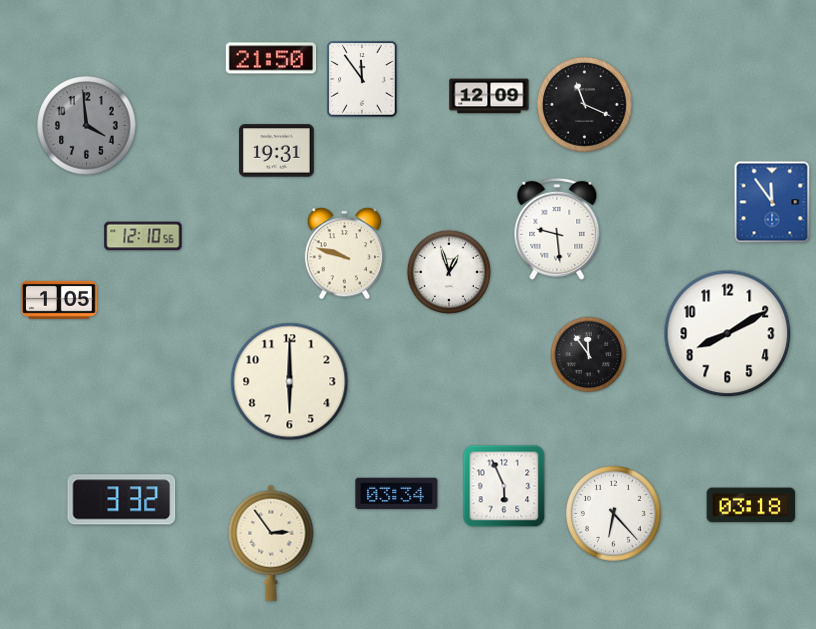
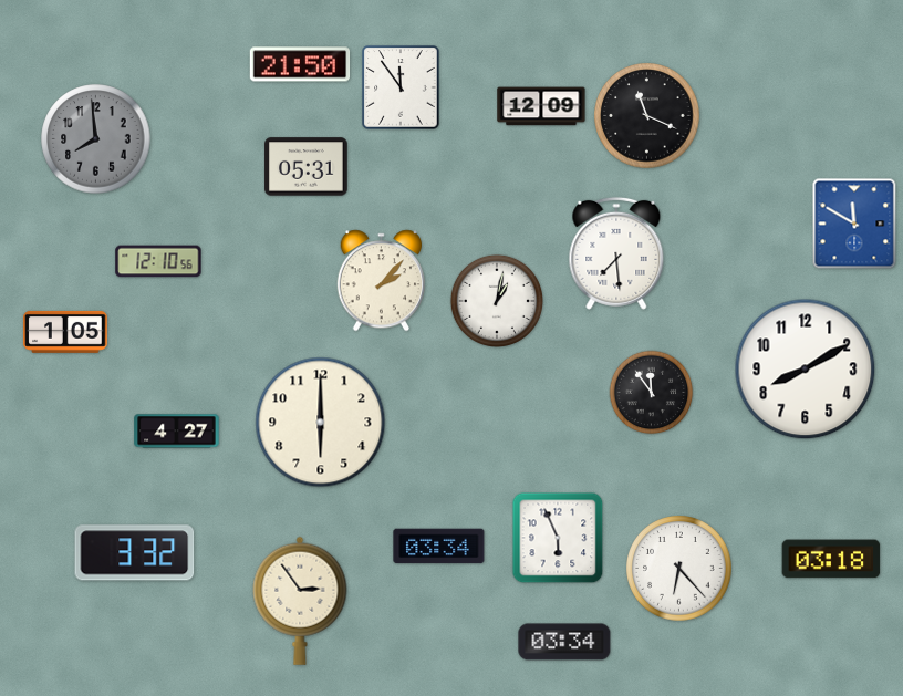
clock at (87, 126): 3:59 -> 7:59
clock at (277, 151): 19:31 -> 05:31
clock at (772, 202): 11:54 -> 11:50
clock at (557, 229): 9:29 -> 7:29
clock at (344, 254): 9:48 -> 2:07
clock at (449, 272): 12:57 -> 1:02
clock at (177, 432): none -> 4:27
clock at (564, 642): none -> 03:34
